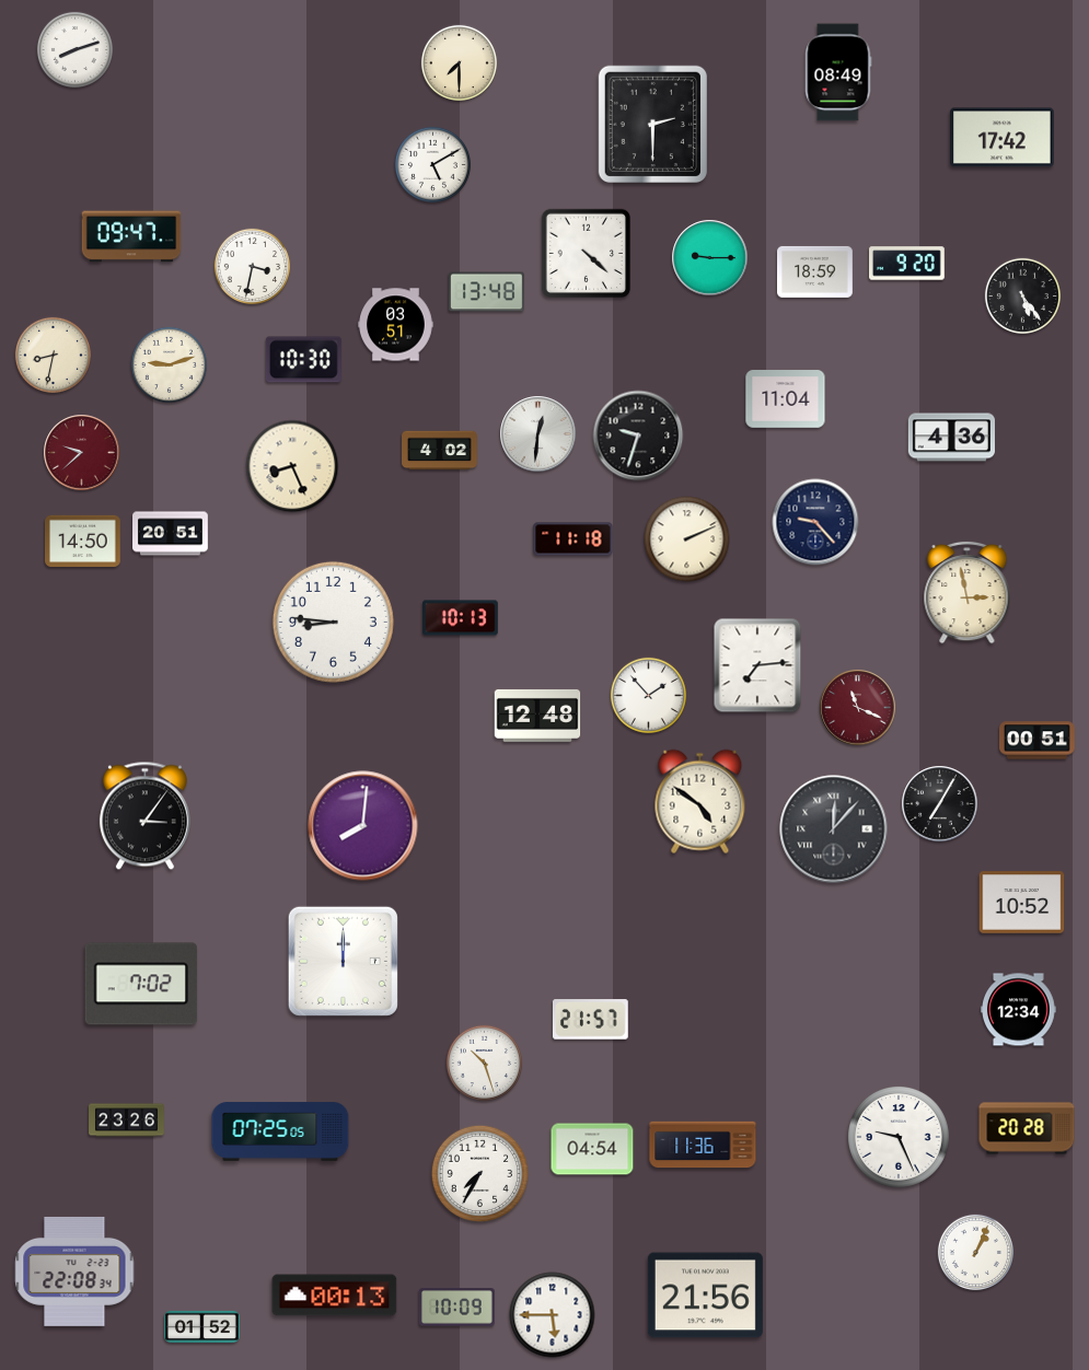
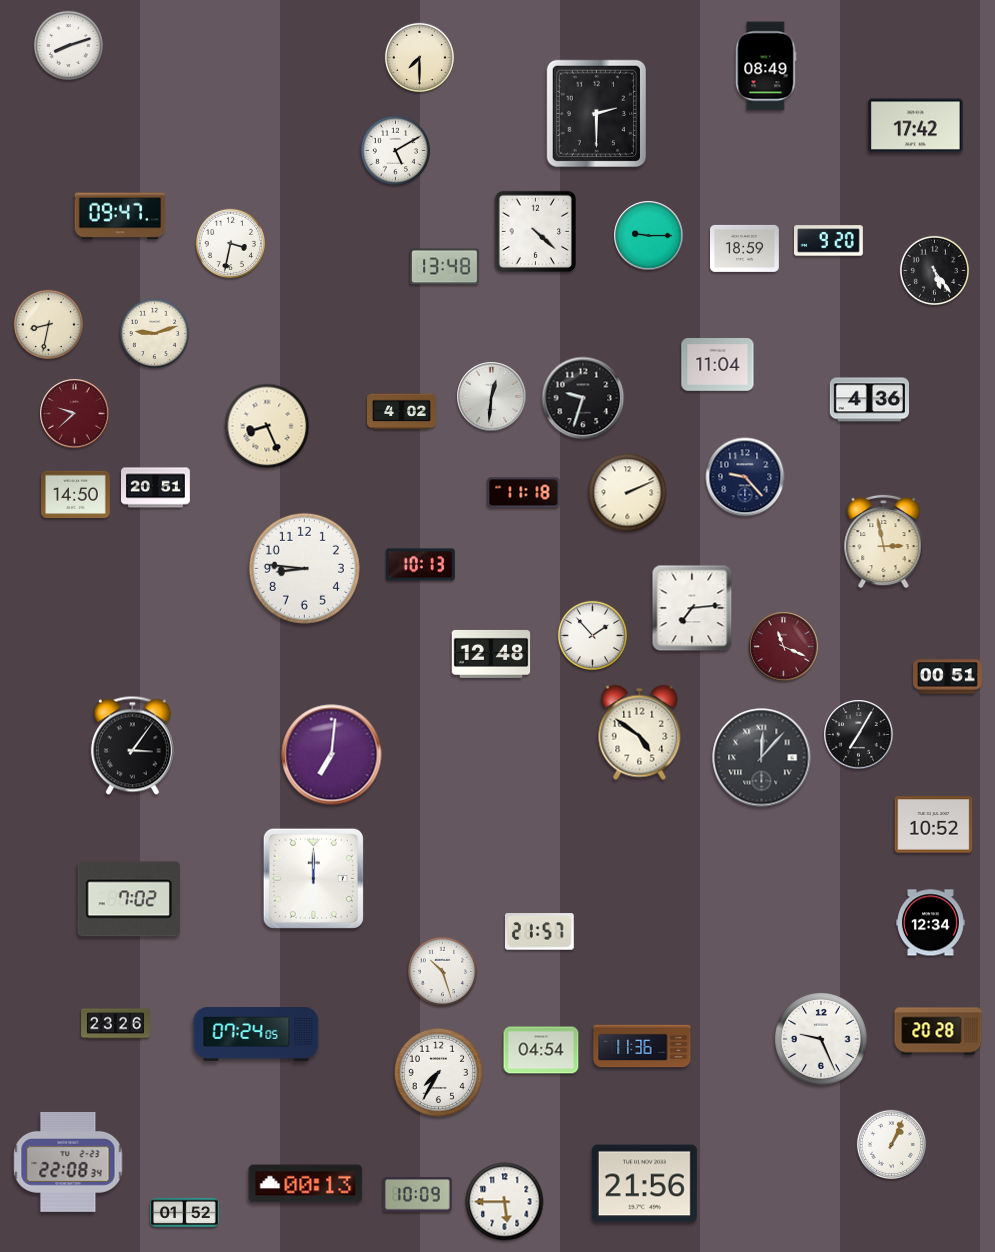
clock at (396, 325): 03:51 -> none
clock at (303, 360): 10:30 -> none
clock at (363, 826): 8:01 -> 7:01
clock at (280, 1131): 07:25 -> 07:24
